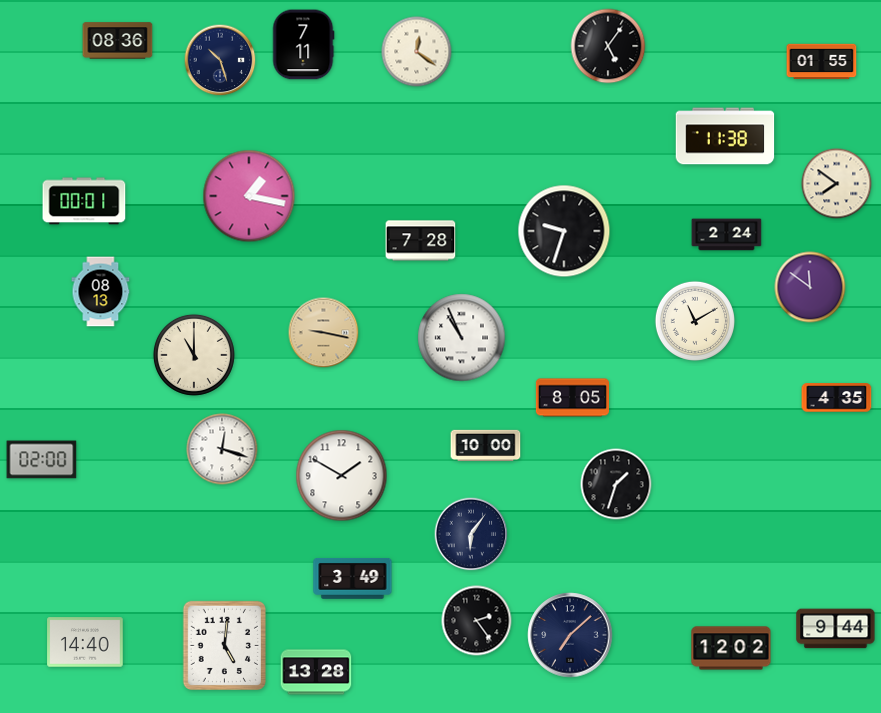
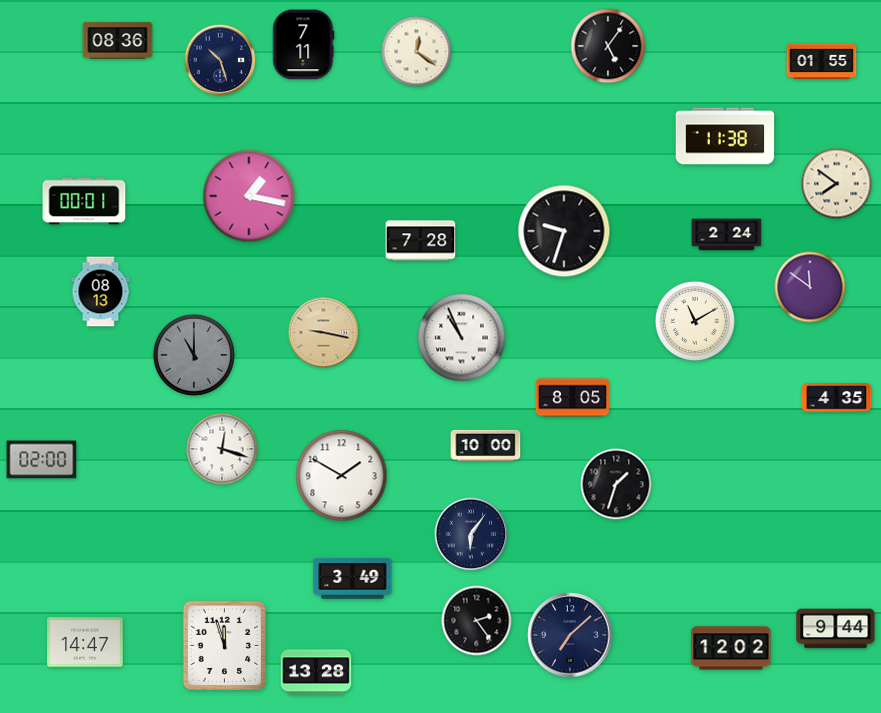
clock at (194, 355) dial: cream -> grey
clock at (85, 642): 14:40 -> 14:47
clock at (224, 645): 5:01 -> 11:57
